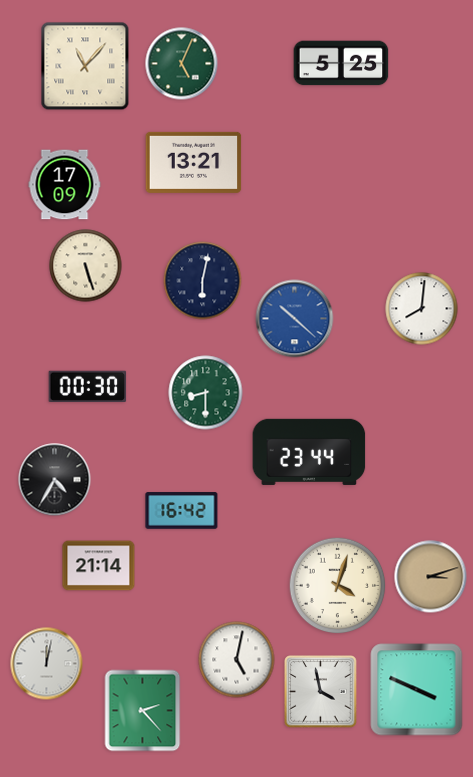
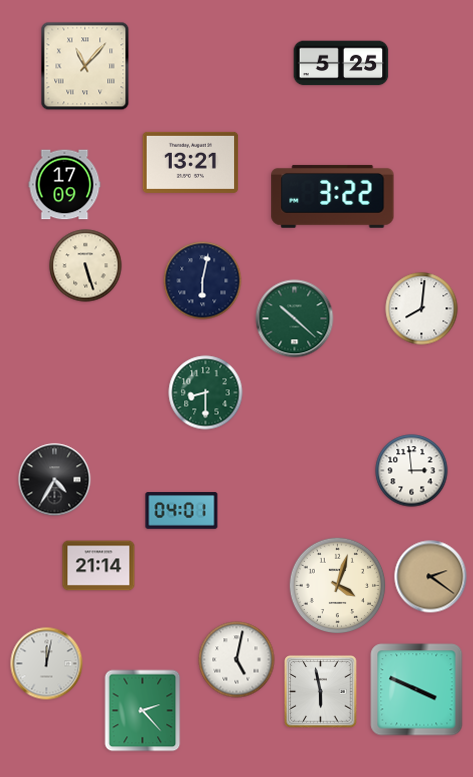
clock at (182, 64): 5:04 -> none
clock at (194, 162) position: (194, 162) -> (191, 162)
clock at (333, 196): none -> 3:22
clock at (295, 319) dial: blue -> green
clock at (88, 387): 00:30 -> none
clock at (309, 452): 23:44 -> none
clock at (412, 471): none -> 2:59
clock at (182, 511): 16:42 -> 04:01
clock at (431, 577): 3:12 -> 2:21
clock at (321, 692): 3:58 -> 5:58
